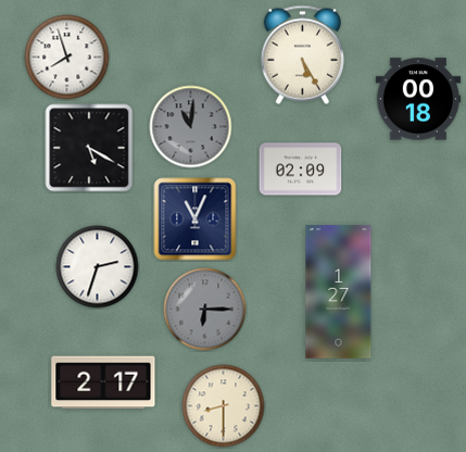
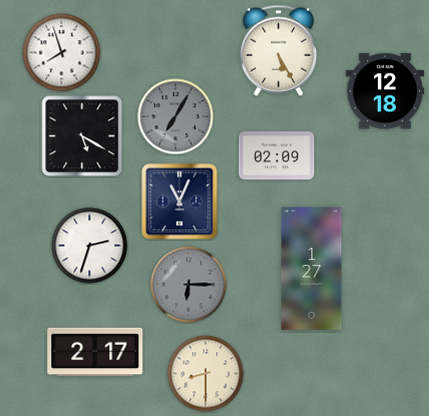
clock at (418, 99): 00:18 -> 12:18
clock at (191, 127): 11:01 -> 7:05
